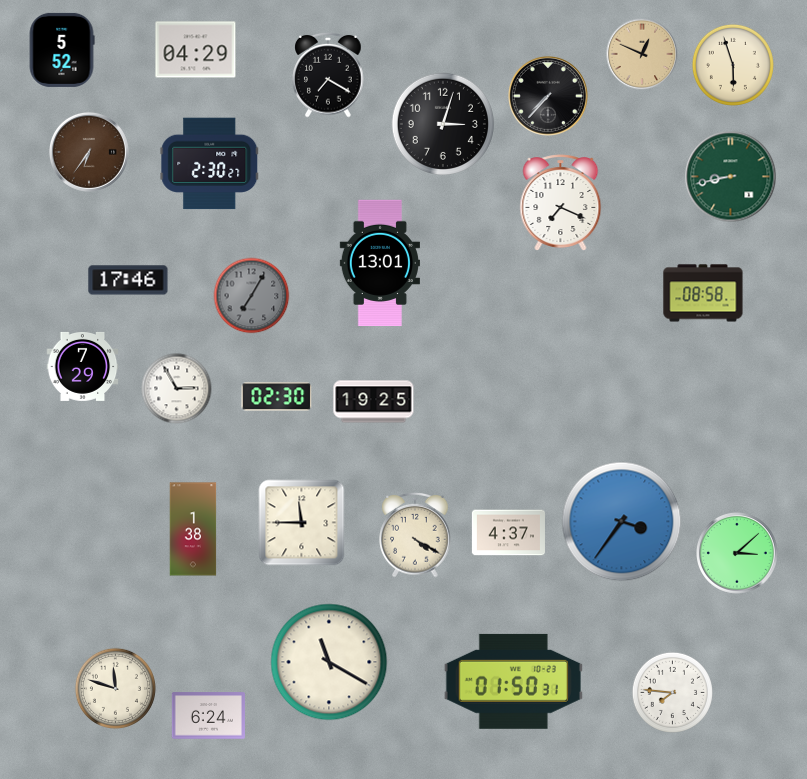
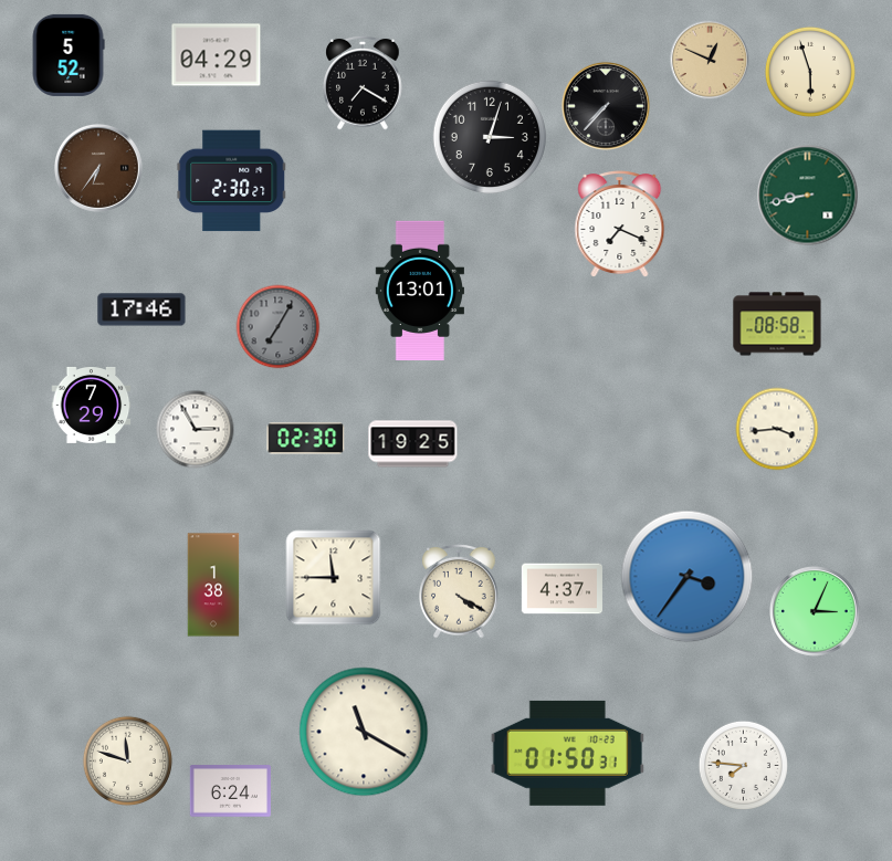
clock at (777, 429): none -> 3:44
clock at (738, 554): 3:08 -> 3:04
